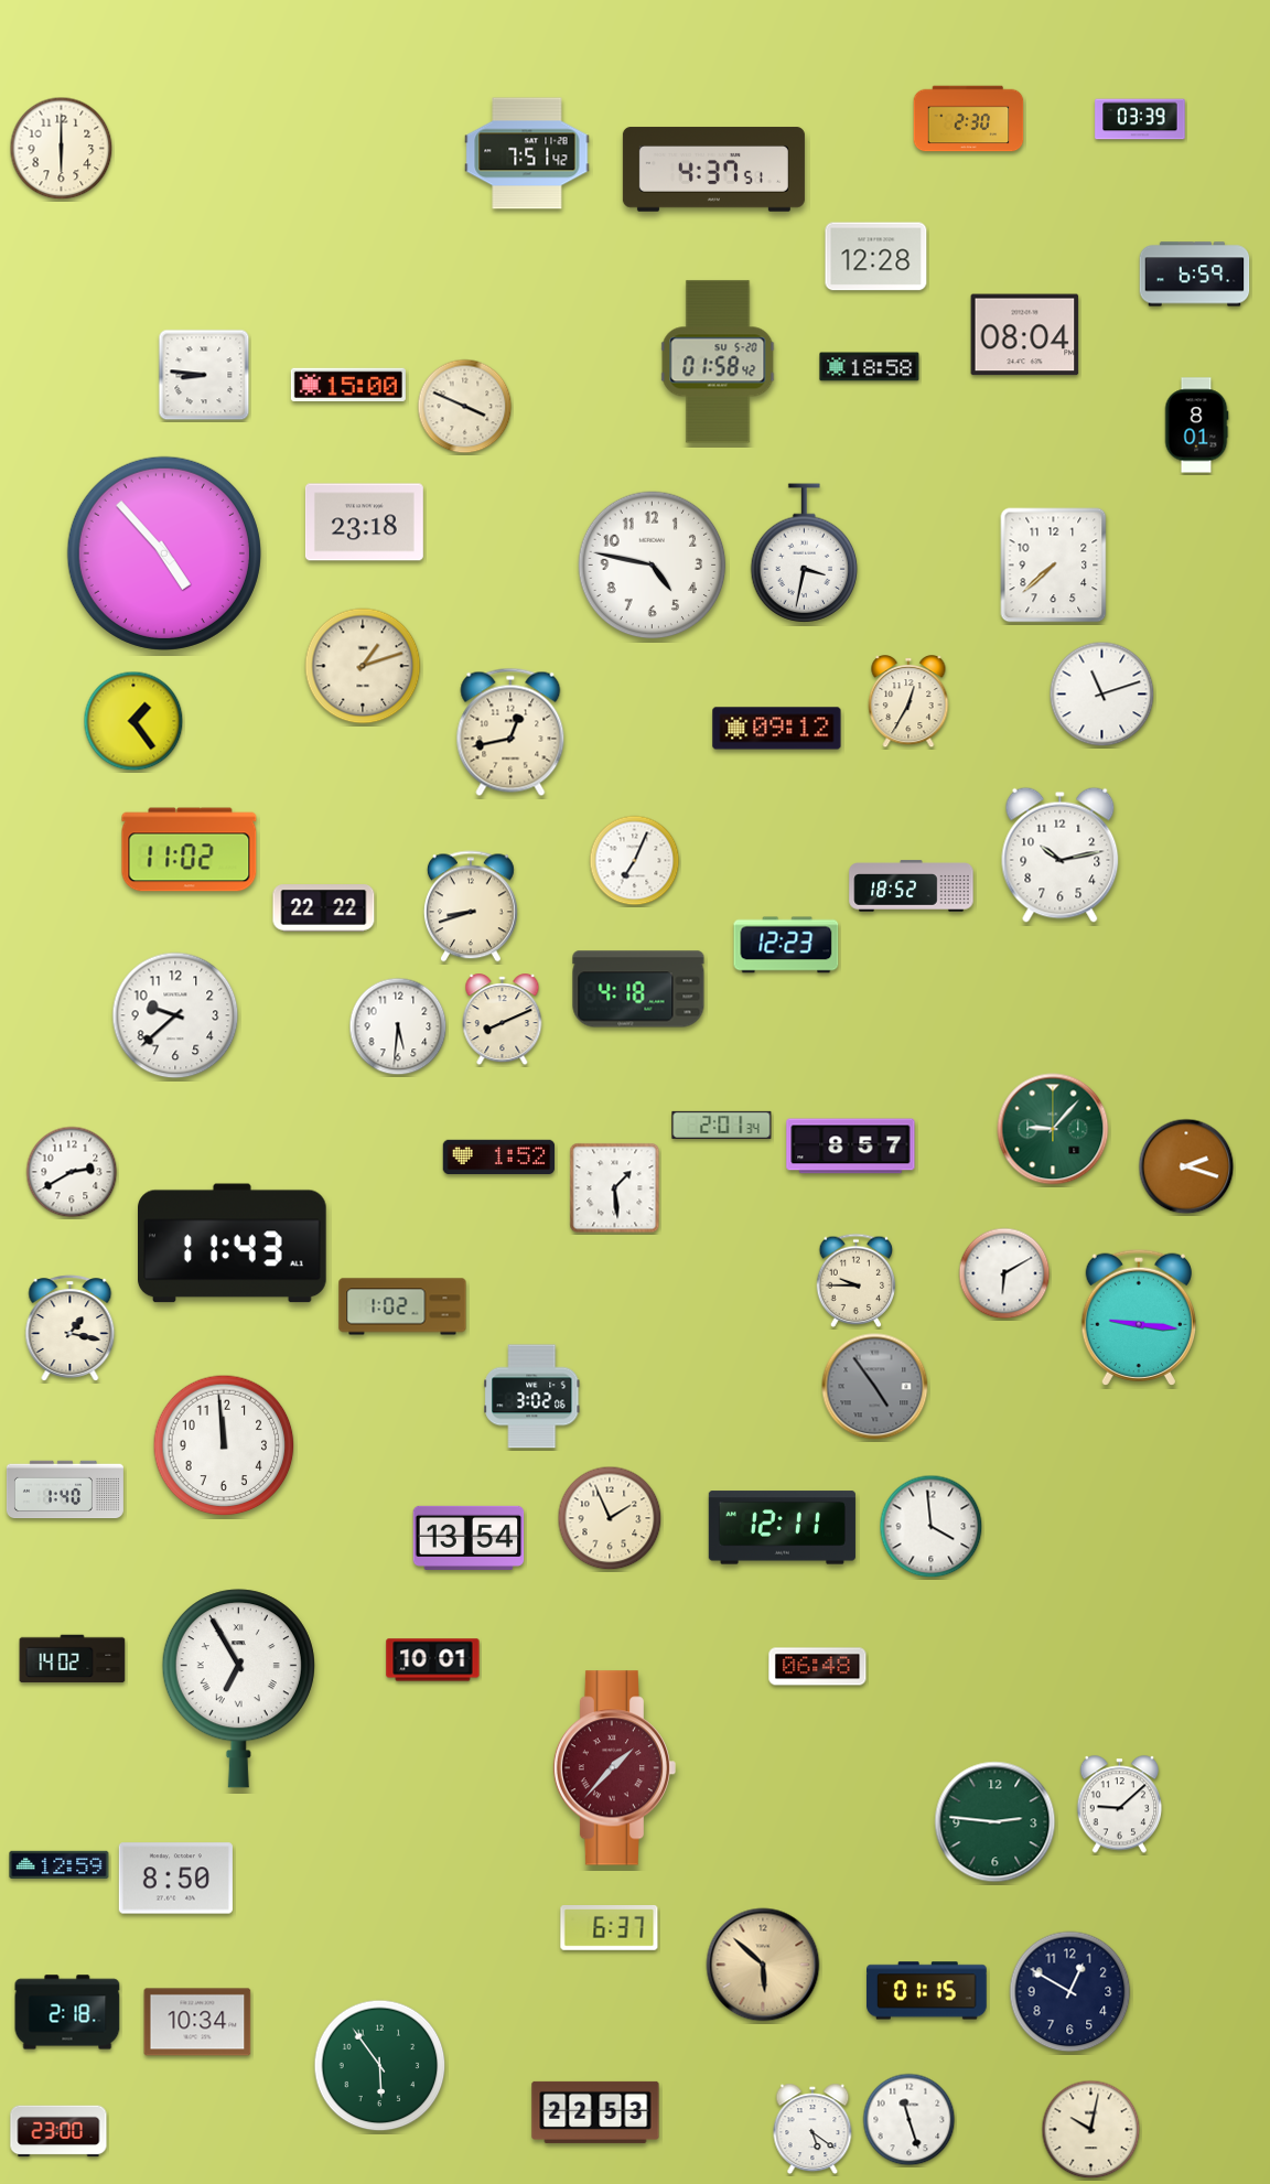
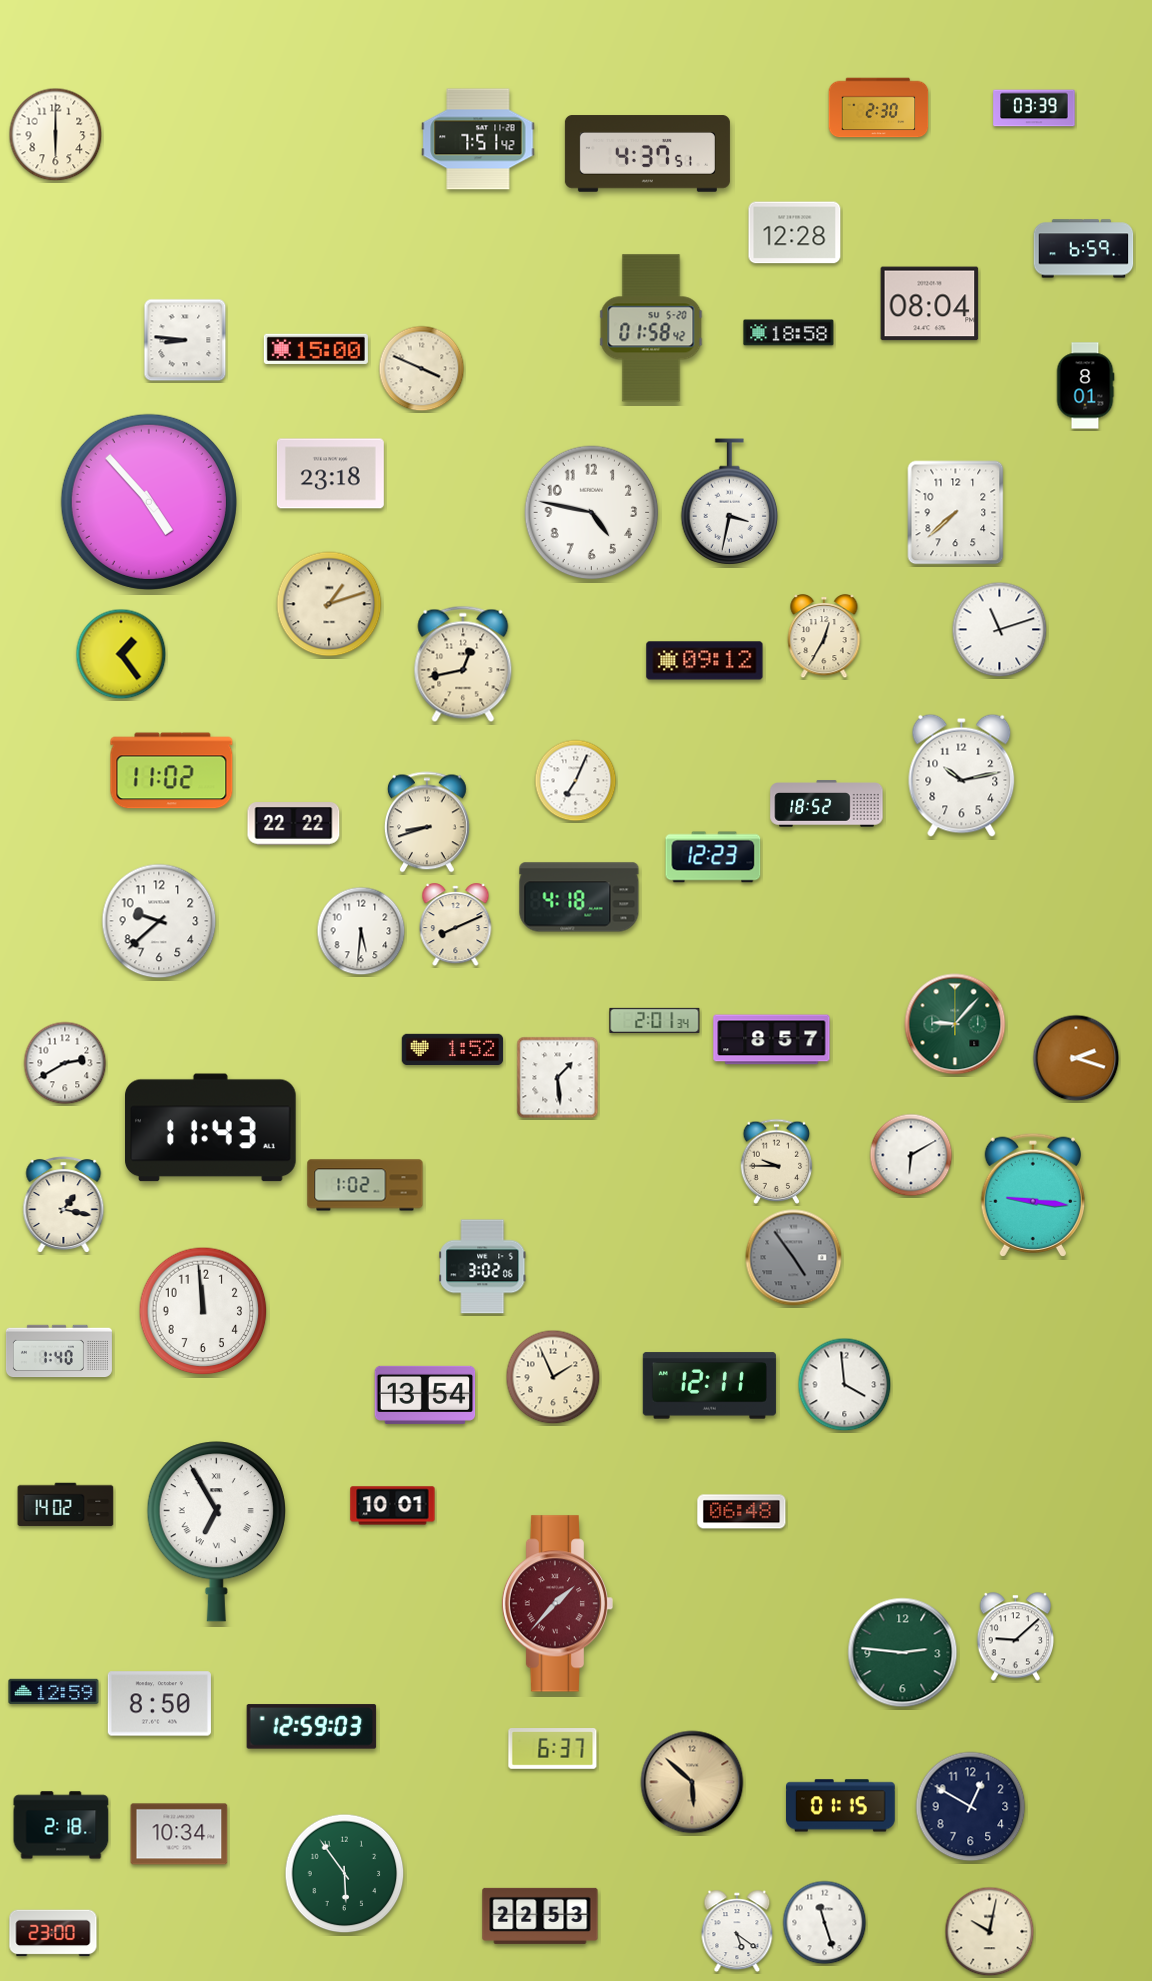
clock at (312, 1727): none -> 12:59
